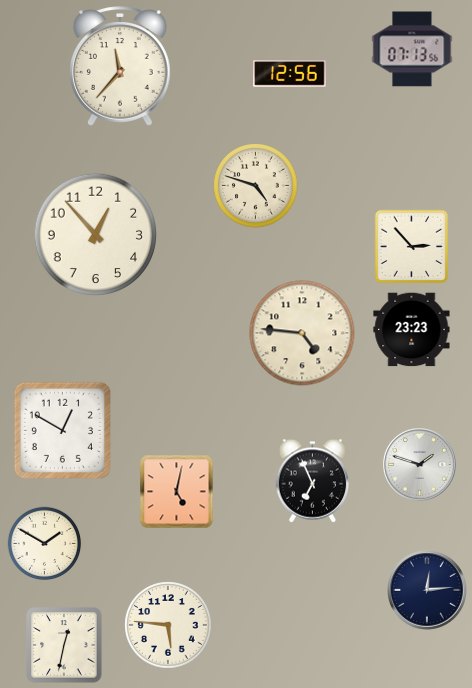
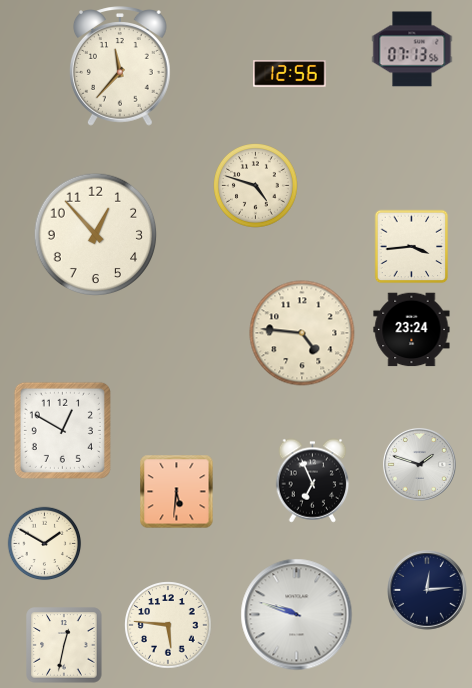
clock at (412, 247): 2:53 -> 3:44
clock at (412, 330): 23:23 -> 23:24
clock at (177, 492): 5:02 -> 5:31
clock at (297, 615): none -> 9:48
